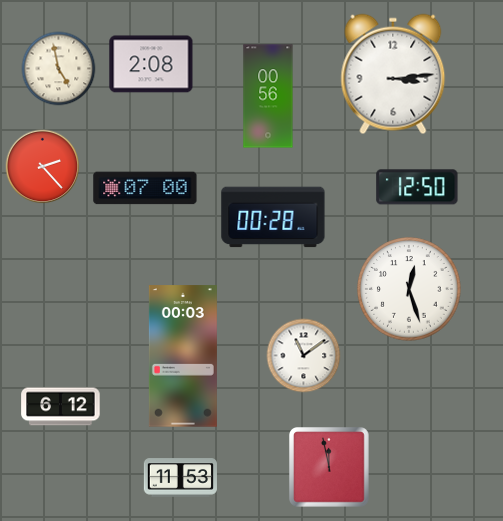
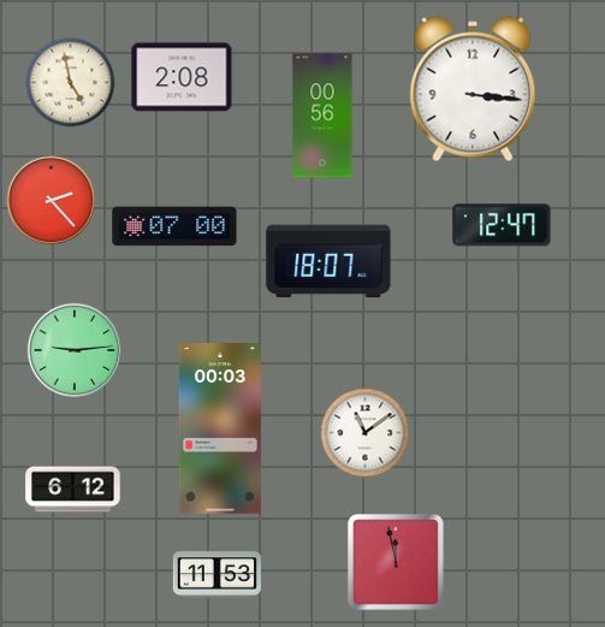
clock at (393, 74): 3:14 -> 3:16
clock at (417, 187): 12:50 -> 12:47
clock at (273, 217): 00:28 -> 18:07
clock at (409, 289): 12:27 -> none
clock at (75, 350): none -> 9:14
clock at (304, 356) position: (304, 356) -> (366, 433)
